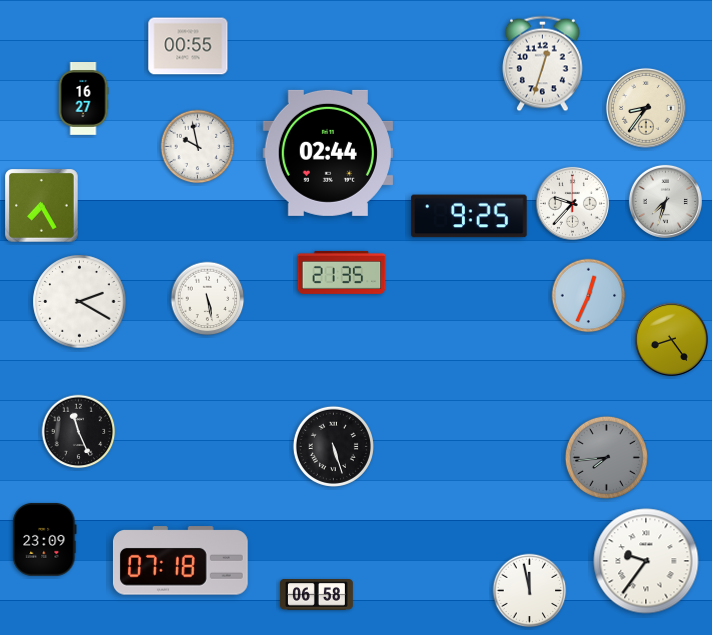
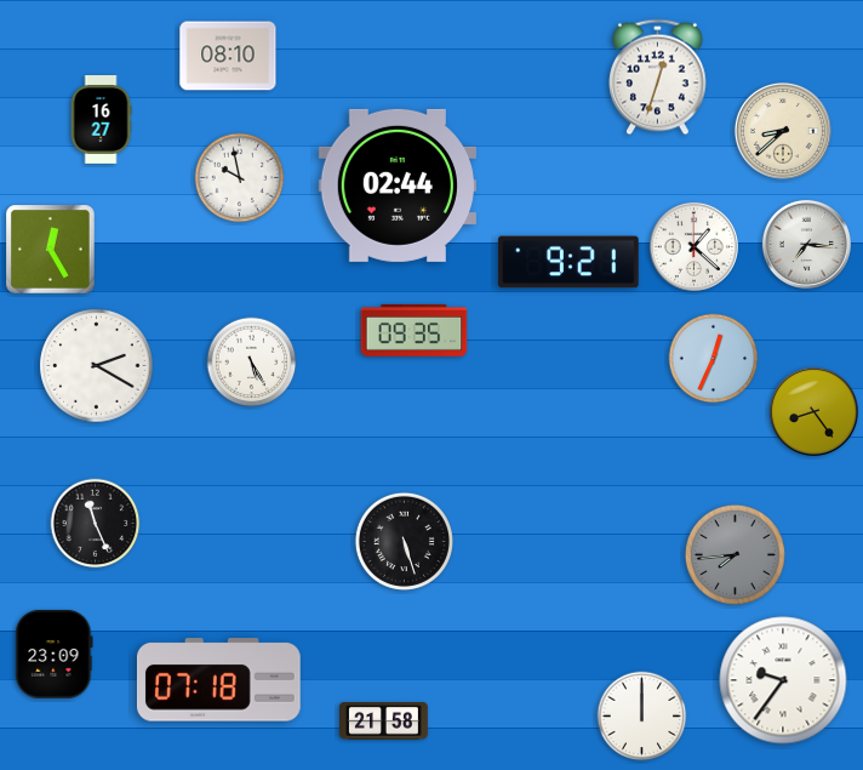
clock at (188, 46): 00:55 -> 08:10
clock at (646, 108): 8:36 -> 8:38
clock at (665, 201): 7:33 -> 7:16
clock at (572, 203): 9:37 -> 1:22
clock at (42, 206): 7:25 -> 12:25
clock at (469, 216): 9:25 -> 9:21
clock at (342, 272): 21:35 -> 09:35
clock at (208, 299): 5:28 -> 5:25
clock at (530, 591): 11:58 -> 12:00
clock at (317, 595): 06:58 -> 21:58
